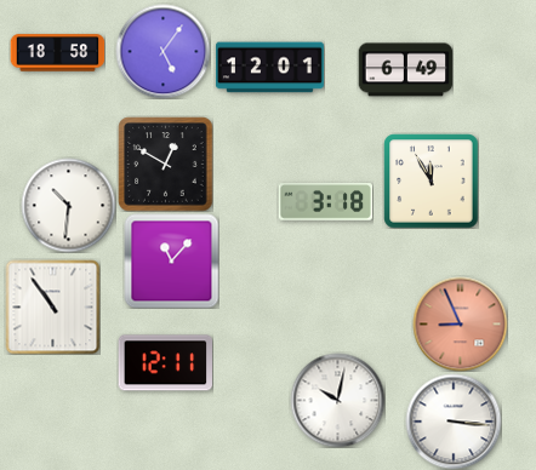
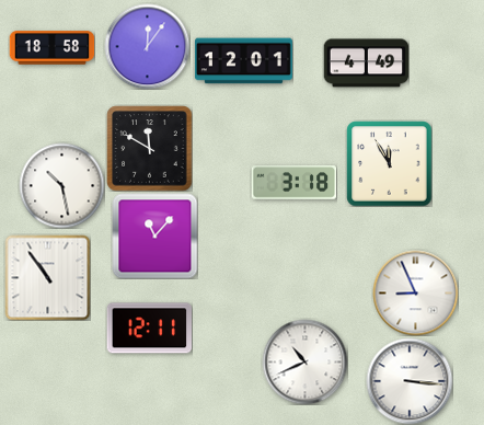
clock at (162, 51): 5:06 -> 12:06
clock at (405, 70): 6:49 -> 4:49
clock at (165, 164): 12:50 -> 11:50
clock at (68, 205): 10:31 -> 10:28
clock at (460, 323) dial: salmon -> white
clock at (337, 400): 10:02 -> 10:41
